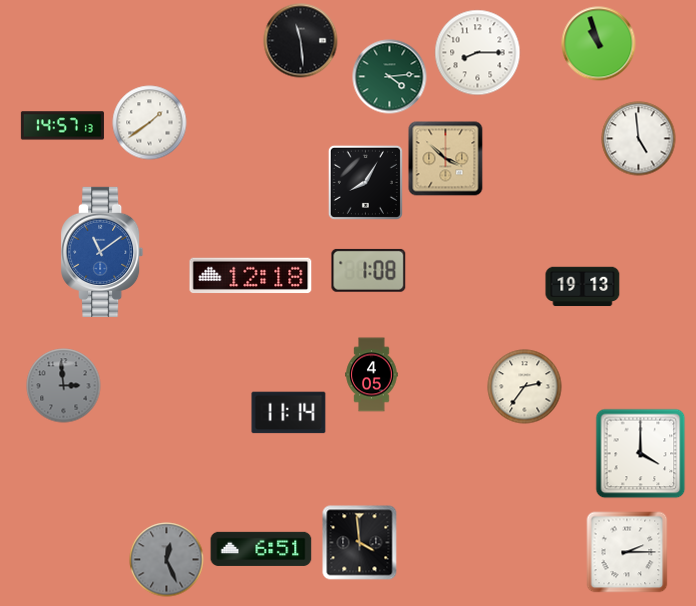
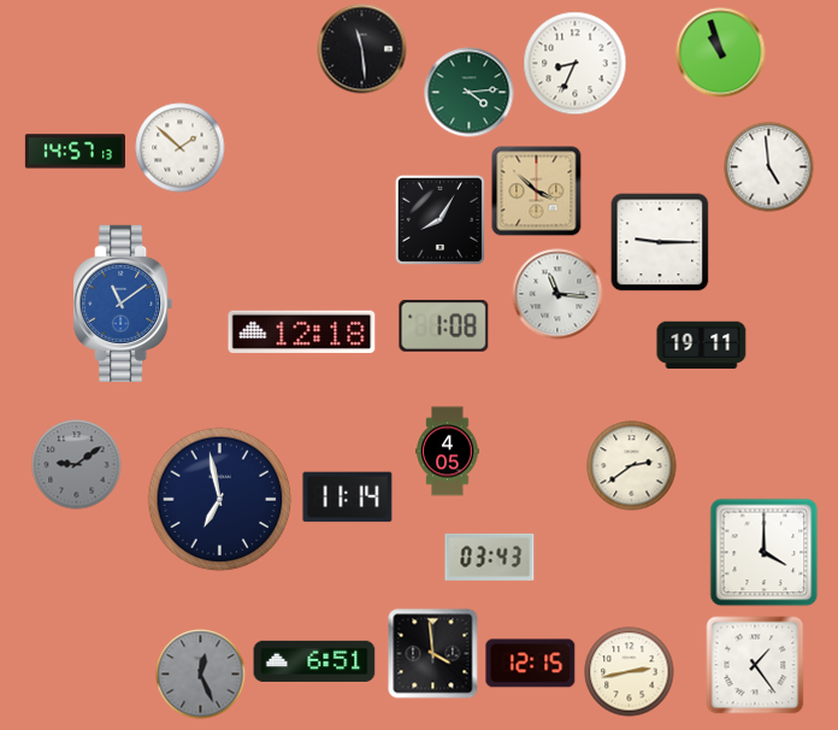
clock at (478, 53): 8:15 -> 8:34
clock at (150, 123): 1:39 -> 1:52
clock at (660, 242): none -> 9:15
clock at (557, 294): none -> 11:16
clock at (583, 287): 19:13 -> 19:11
clock at (64, 386): 2:59 -> 9:09
clock at (525, 387): 2:36 -> 2:39
clock at (220, 500): none -> 6:58
clock at (641, 454) position: (641, 454) -> (765, 553)
clock at (490, 557): none -> 03:43
clock at (531, 664): none -> 12:15
clock at (627, 552): 2:15 -> 1:24
clock at (630, 672): none -> 2:43
